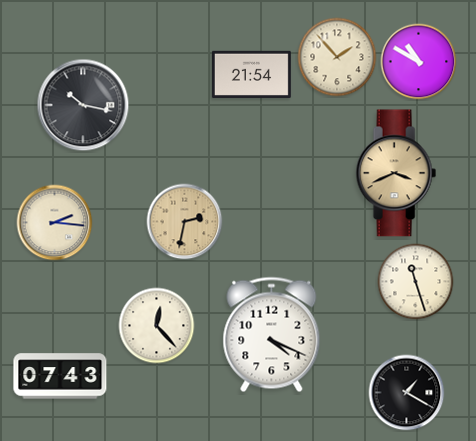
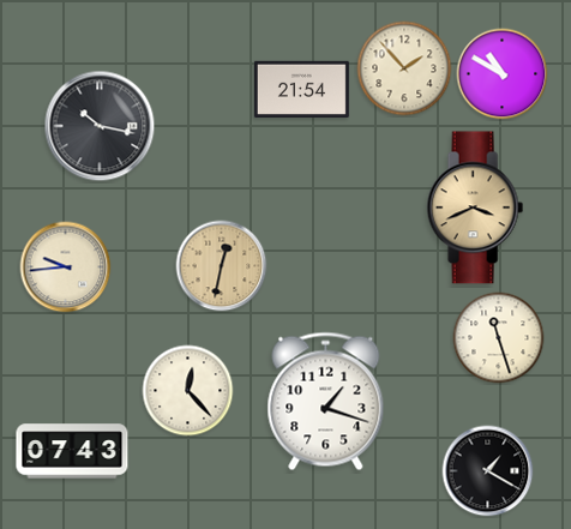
clock at (185, 222): 2:32 -> 12:32
clock at (55, 223): 2:16 -> 9:44
clock at (272, 335): 4:19 -> 1:18
